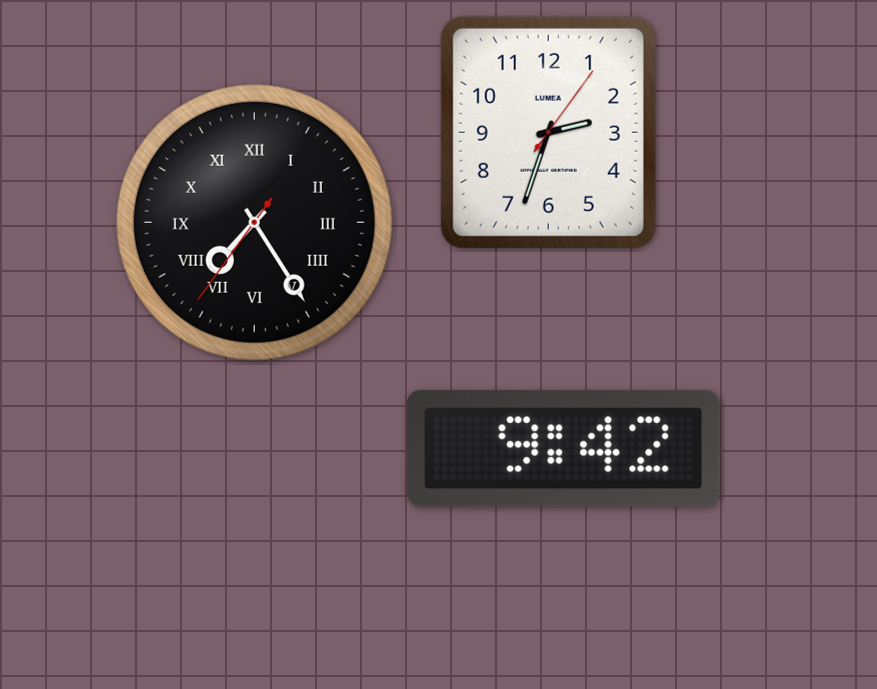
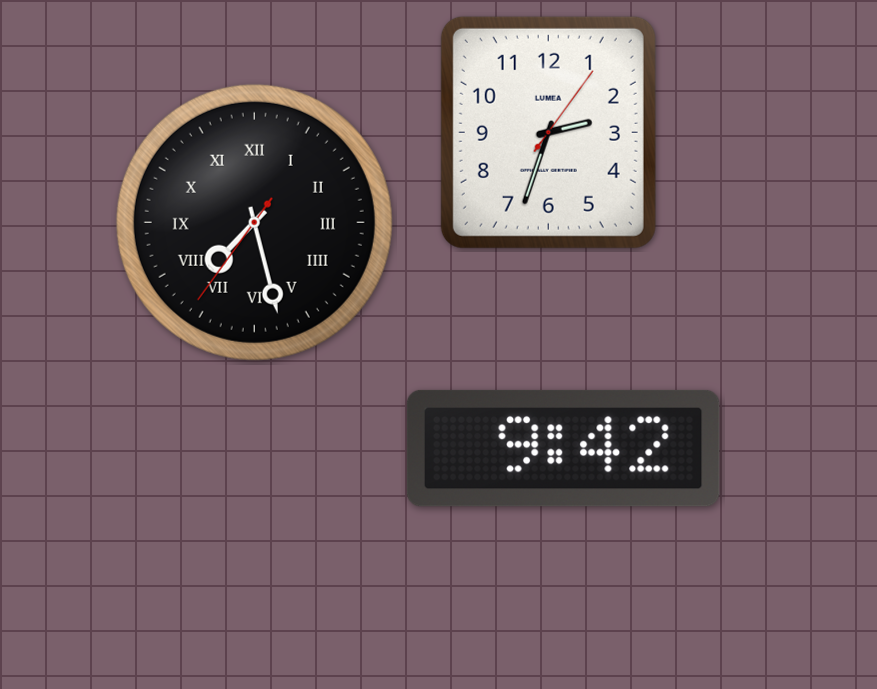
clock at (254, 222): 7:24 -> 7:27
